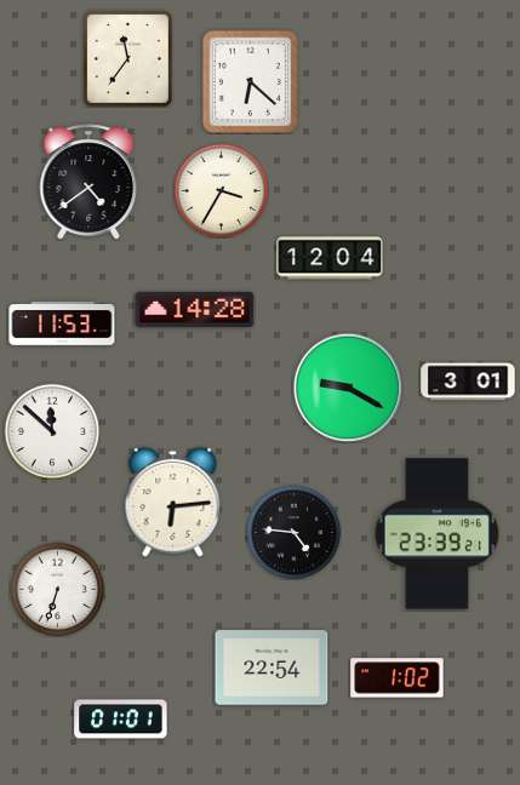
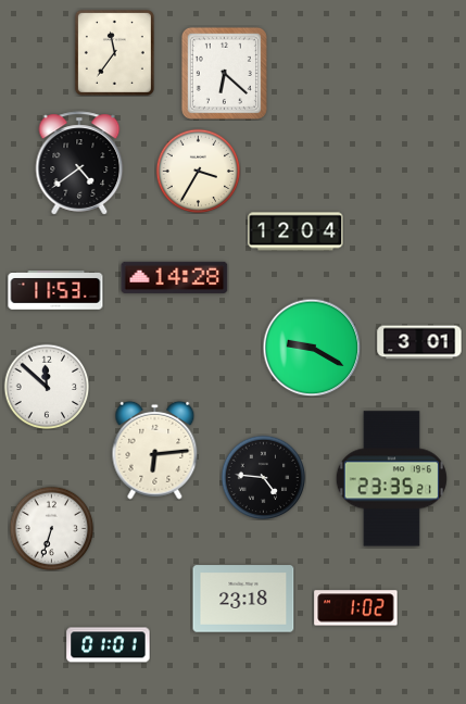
clock at (436, 534): 23:39 -> 23:35
clock at (272, 667): 22:54 -> 23:18
